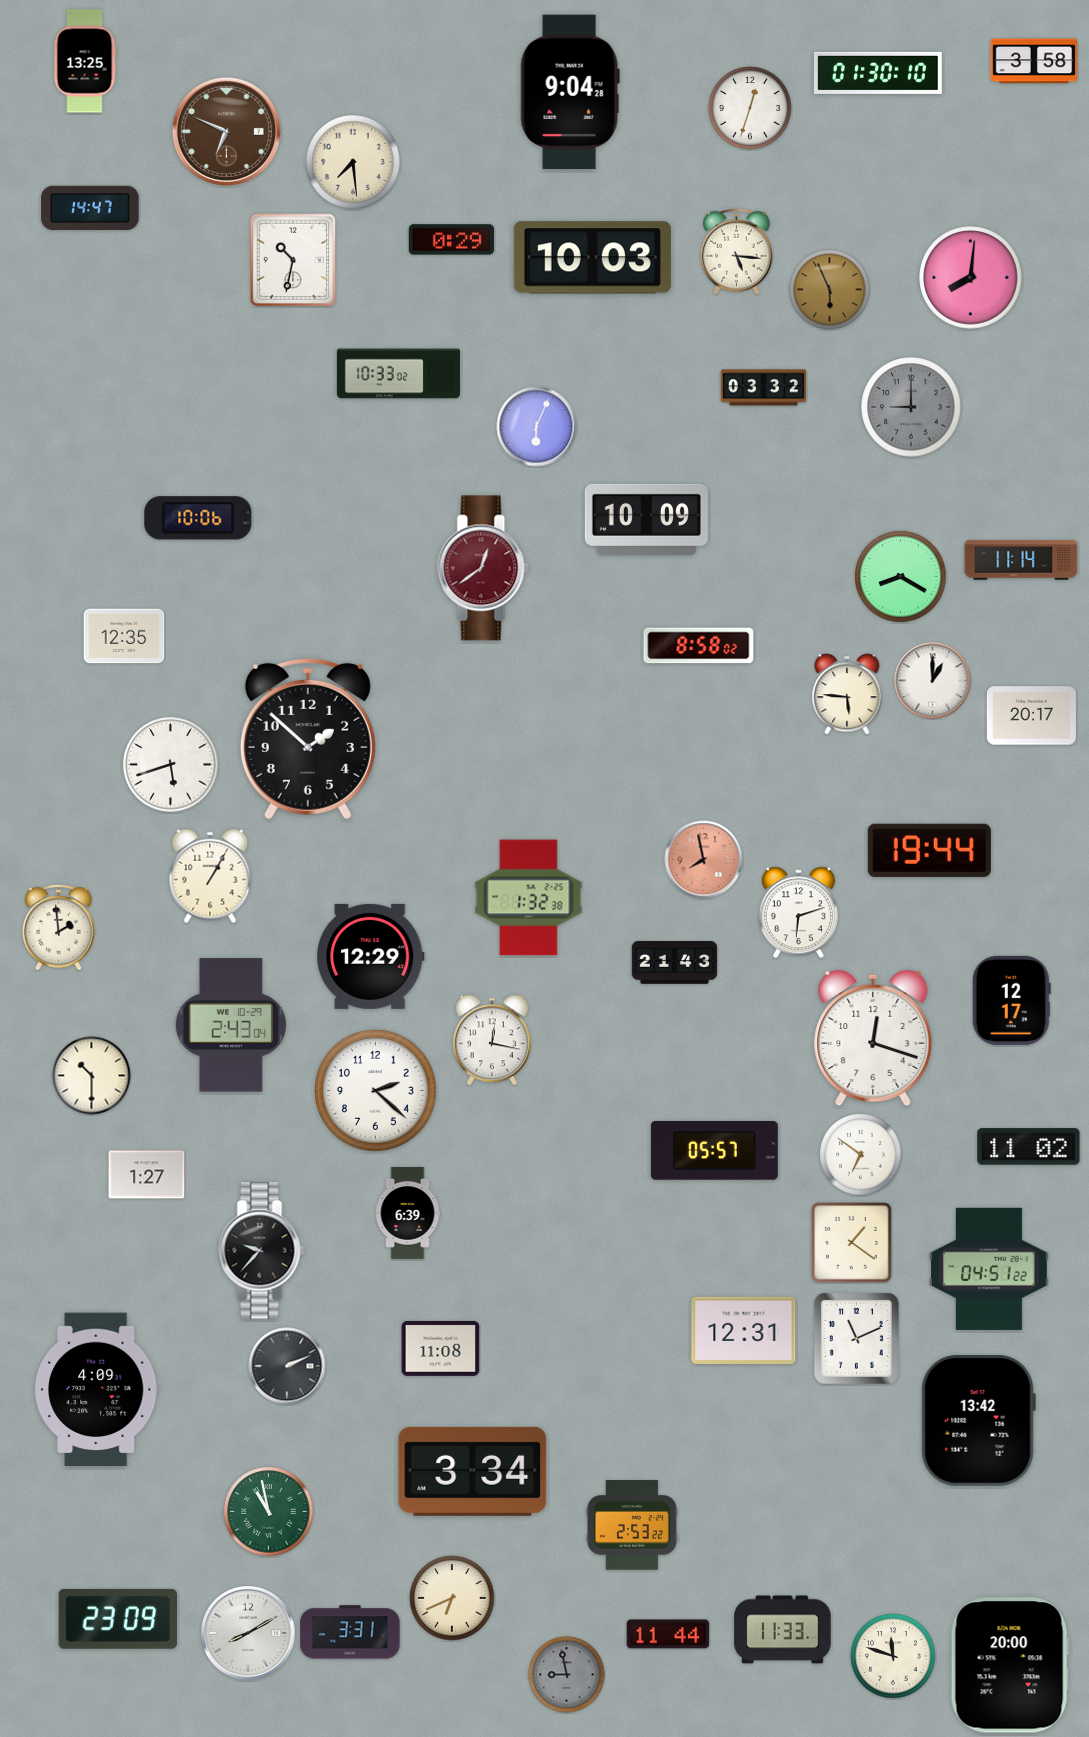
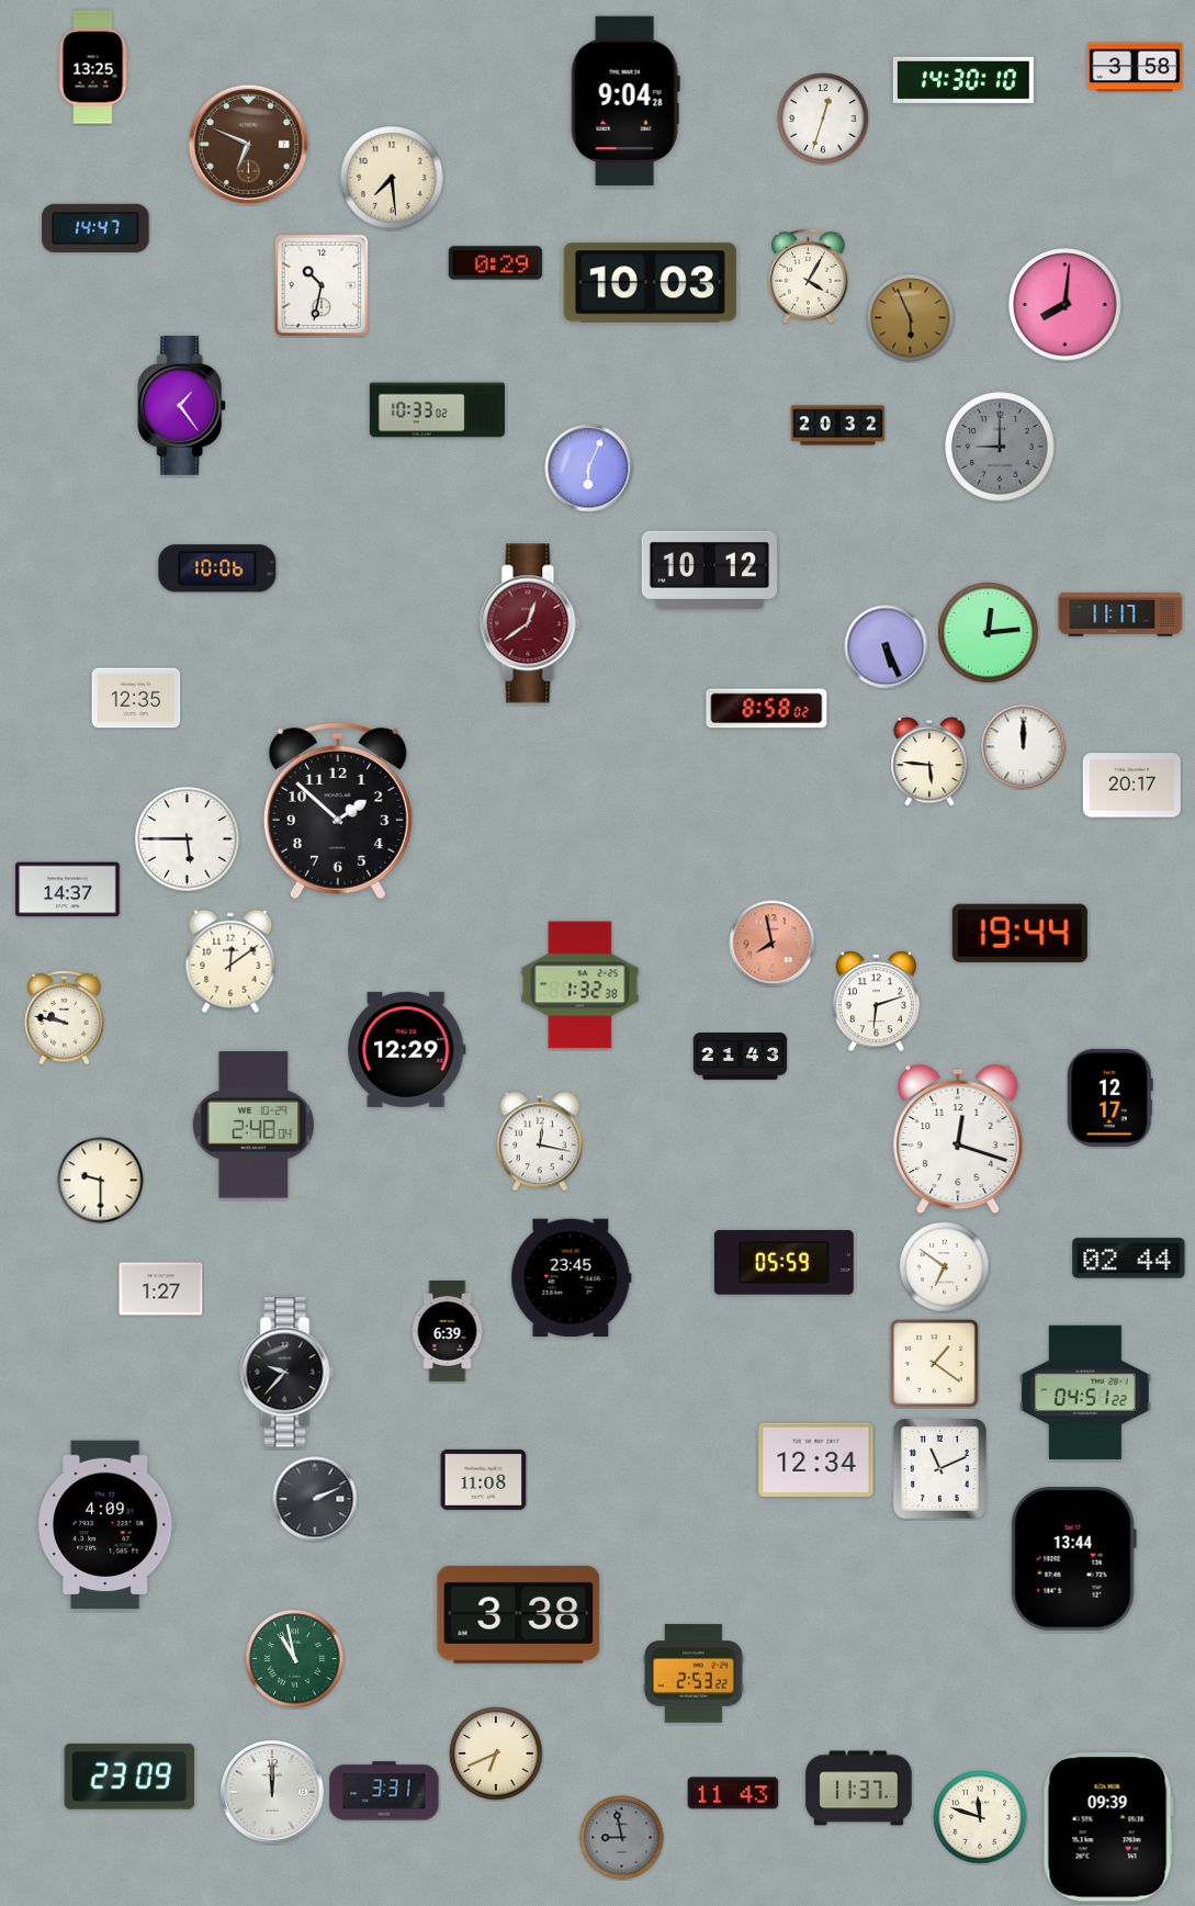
clock at (878, 73): 01:30 -> 14:30
clock at (353, 162) position: (353, 162) -> (392, 178)
clock at (90, 208) position: (90, 208) -> (95, 228)
clock at (737, 251): 5:16 -> 4:05
clock at (182, 405): none -> 1:24
clock at (764, 388): 03:32 -> 20:32
clock at (646, 519): 10:09 -> 10:12
clock at (1021, 560): 11:14 -> 11:17
clock at (901, 577): 8:20 -> 12:14
clock at (887, 647): none -> 5:26
clock at (933, 681): 1:00 -> 12:00
clock at (171, 765): 5:42 -> 5:45
clock at (68, 890): none -> 14:37
clock at (210, 876): 1:05 -> 12:09
clock at (59, 927): 1:59 -> 9:47
clock at (231, 1025): 2:43 -> 2:48
clock at (92, 1076): 10:30 -> 9:30
clock at (376, 1091): 2:22 -> none
clock at (1029, 1147): 11:02 -> 02:44
clock at (714, 1151): 05:57 -> 05:59
clock at (572, 1278): none -> 23:45
clock at (744, 1330): 12:31 -> 12:34
clock at (978, 1421): 13:42 -> 13:44
clock at (473, 1471): 3:34 -> 3:38
clock at (783, 1630): 11:33 -> 11:37
clock at (248, 1633): 8:10 -> 12:00
clock at (668, 1634): 11:44 -> 11:43
clock at (1010, 1665): 20:00 -> 09:39
